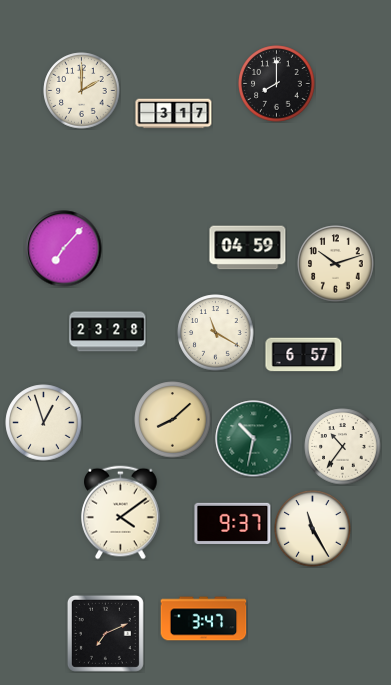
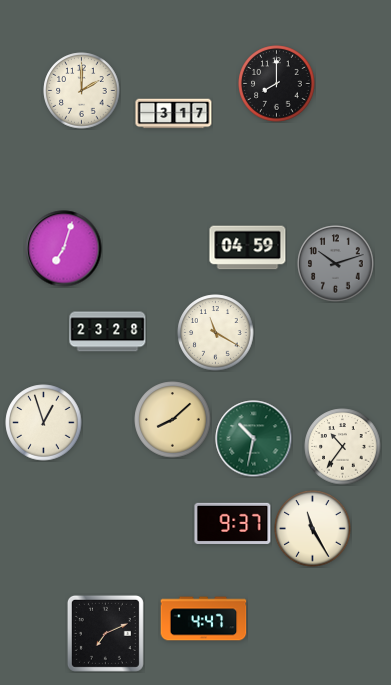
clock at (64, 249): 7:07 -> 7:03
clock at (336, 264) dial: cream -> grey
clock at (304, 355): 6:57 -> none
clock at (121, 513): 4:09 -> none
clock at (204, 619): 3:47 -> 4:47
